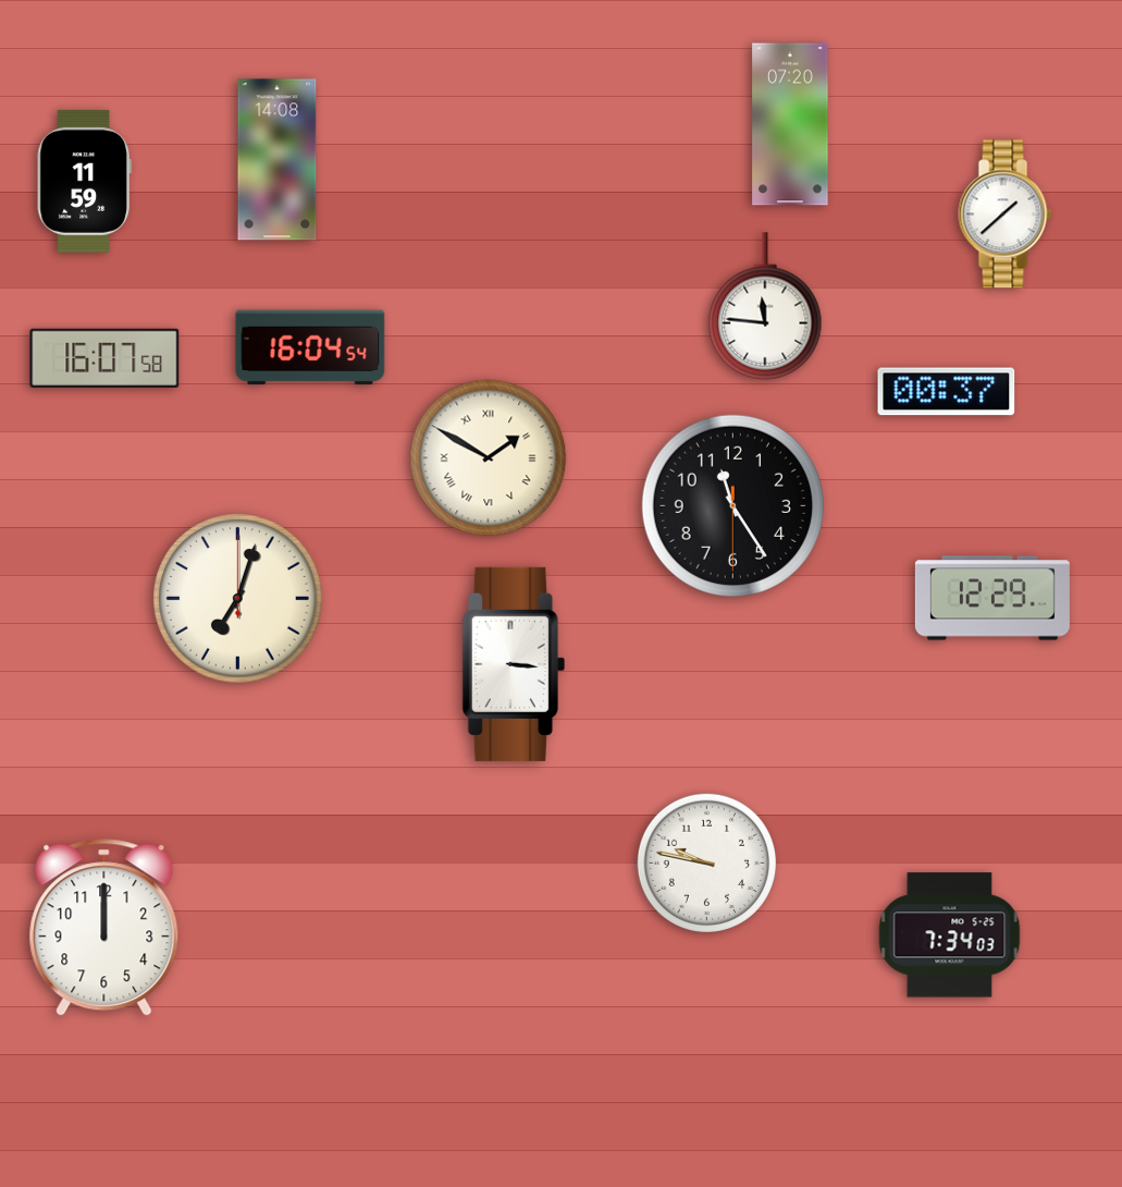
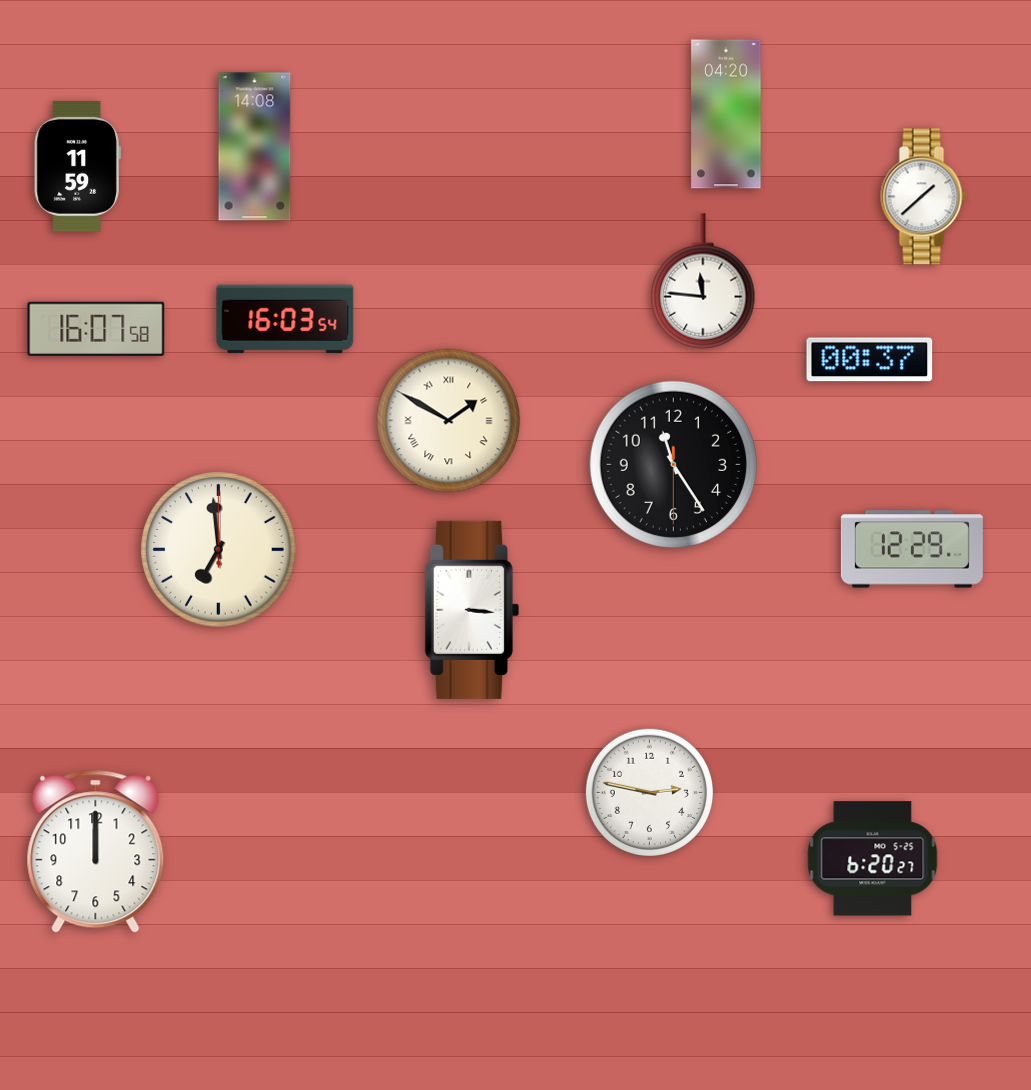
clock at (790, 124): 07:20 -> 04:20
clock at (310, 347): 16:04 -> 16:03
clock at (238, 599): 7:03 -> 6:59
clock at (706, 862): 9:47 -> 2:47
clock at (950, 935): 7:34 -> 6:20
